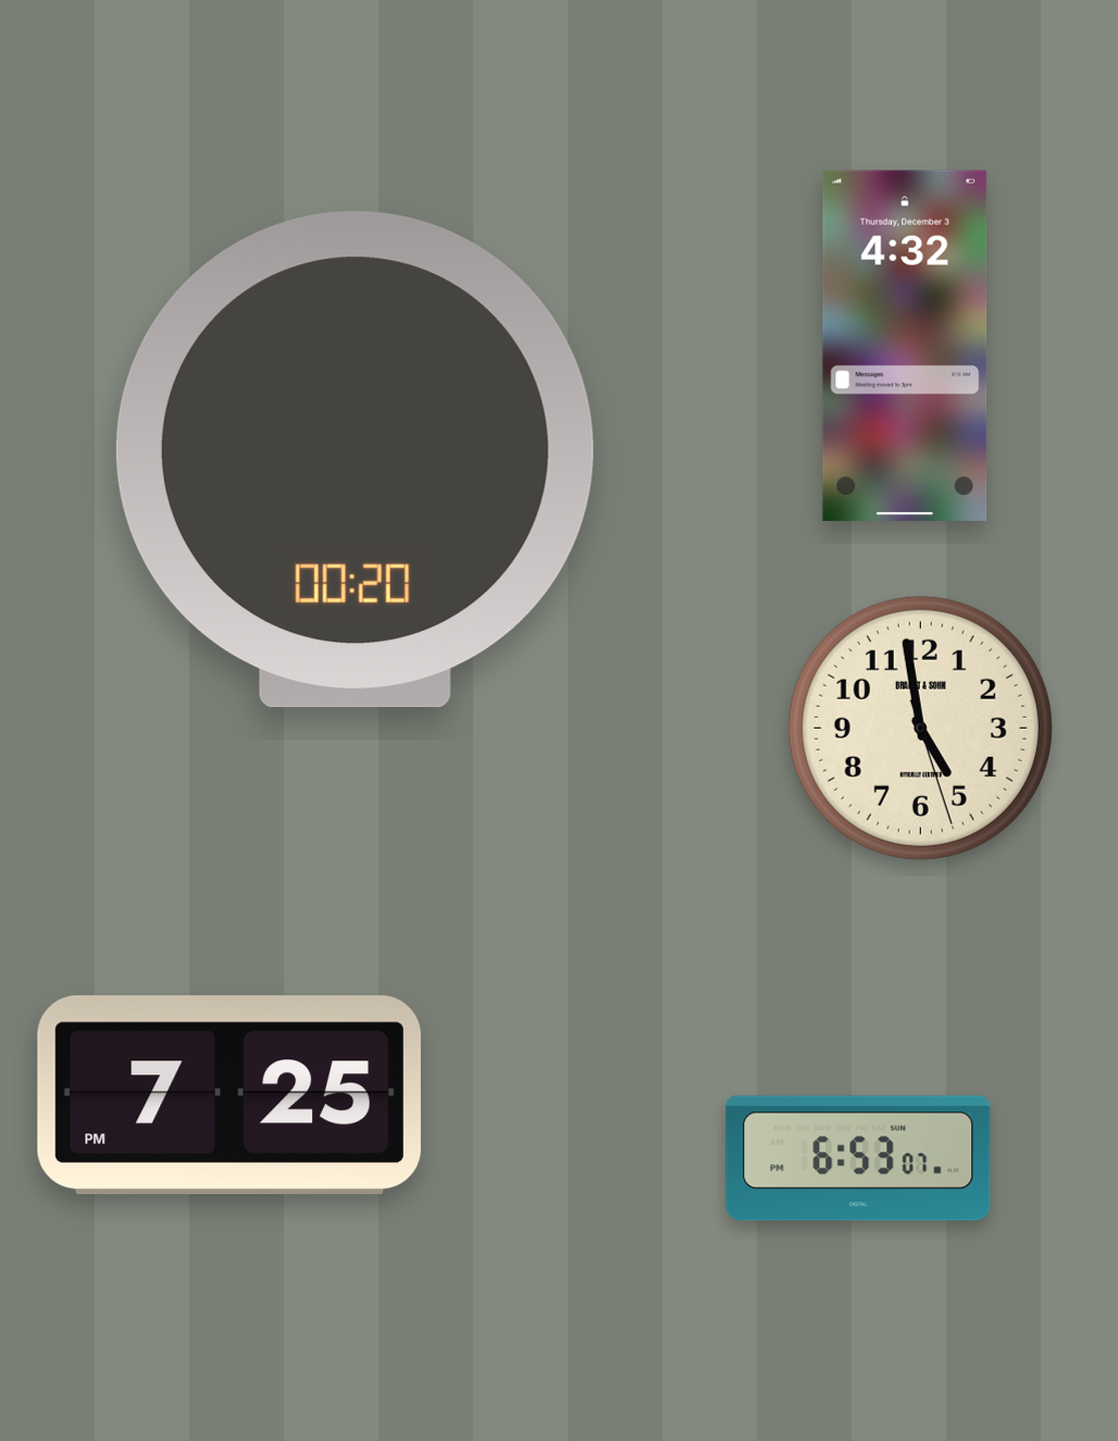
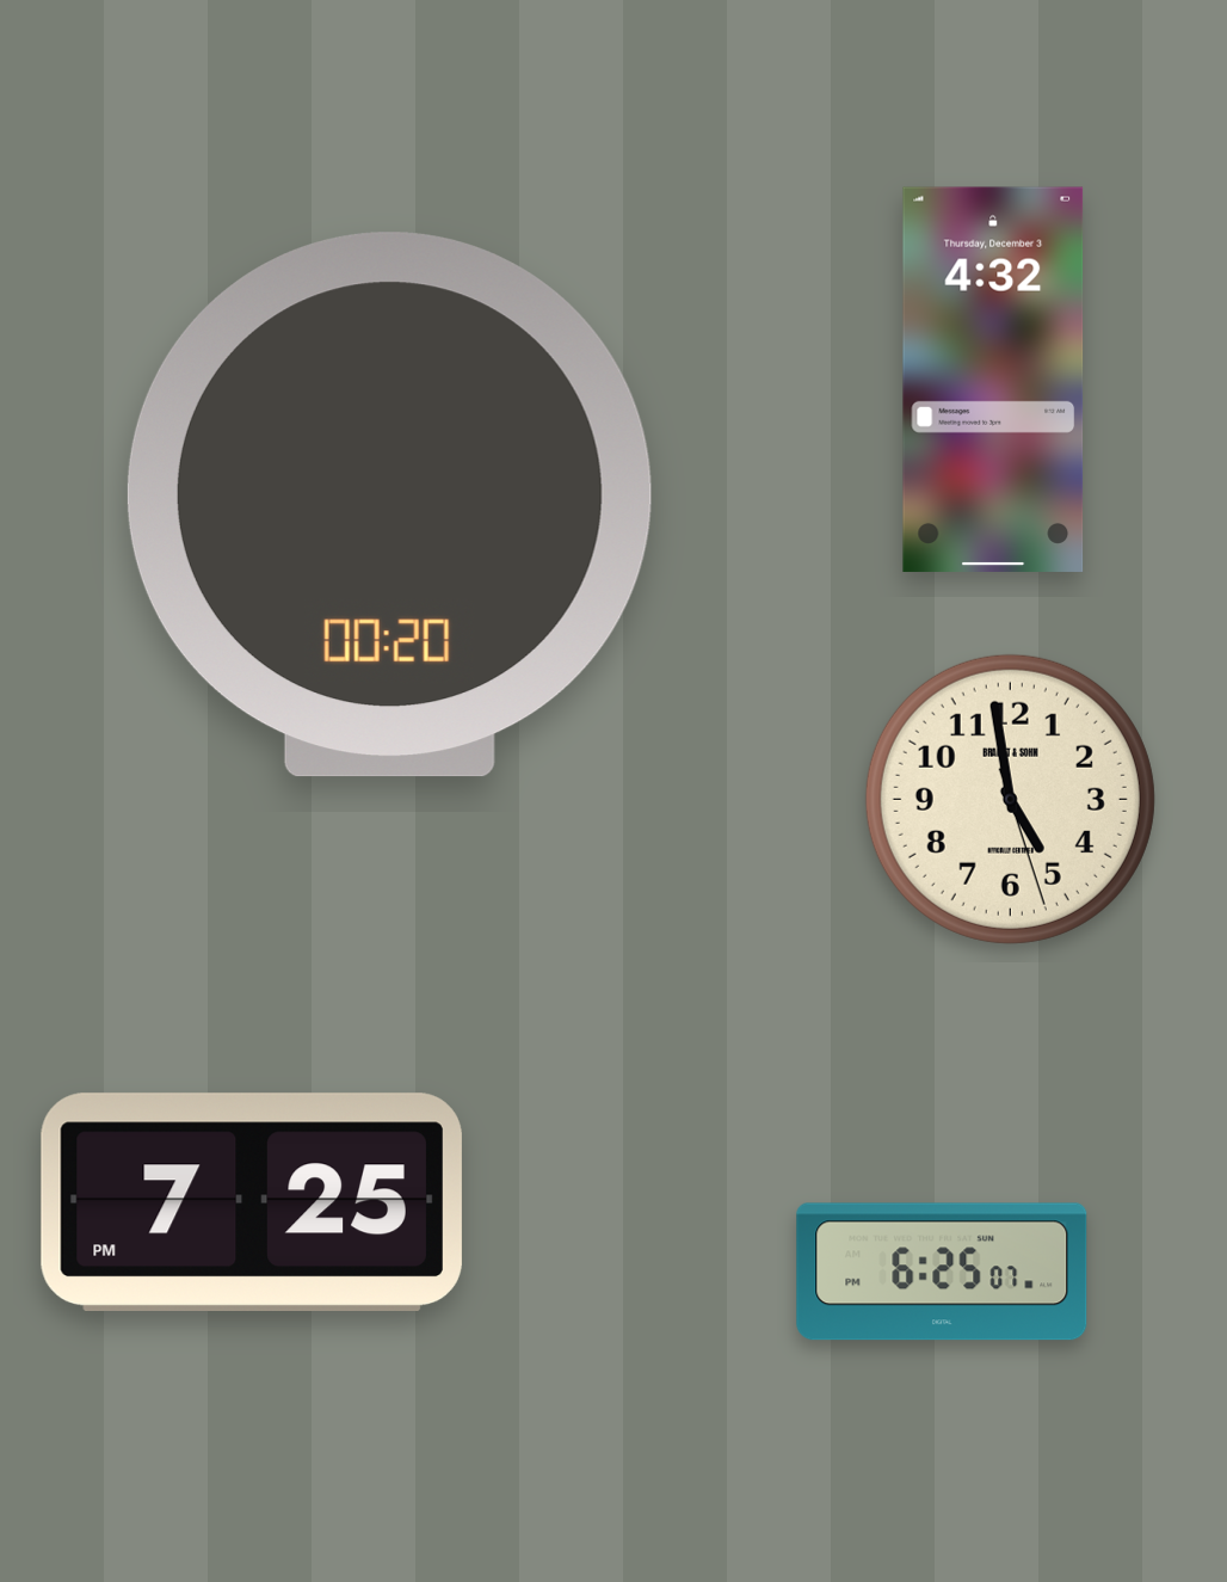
clock at (858, 1158): 6:53 -> 6:25
